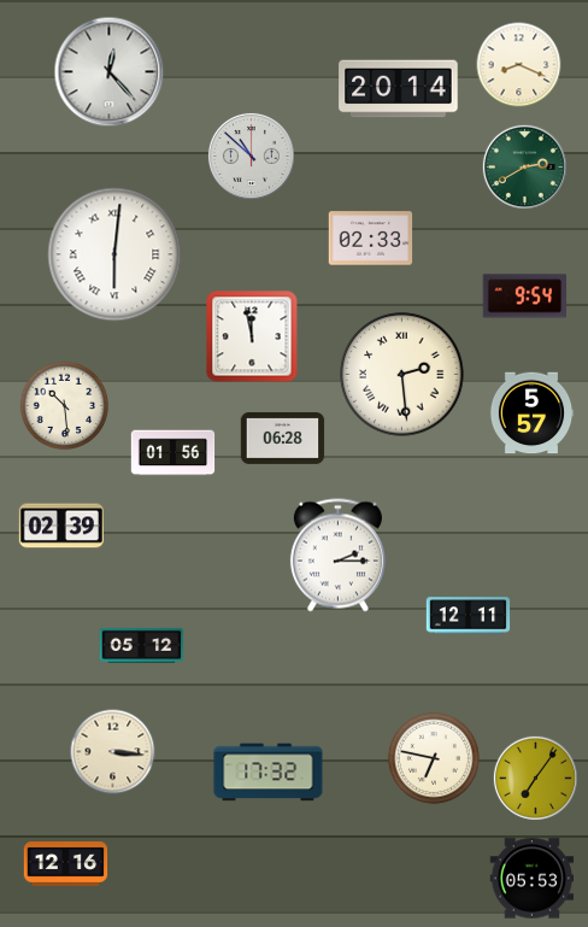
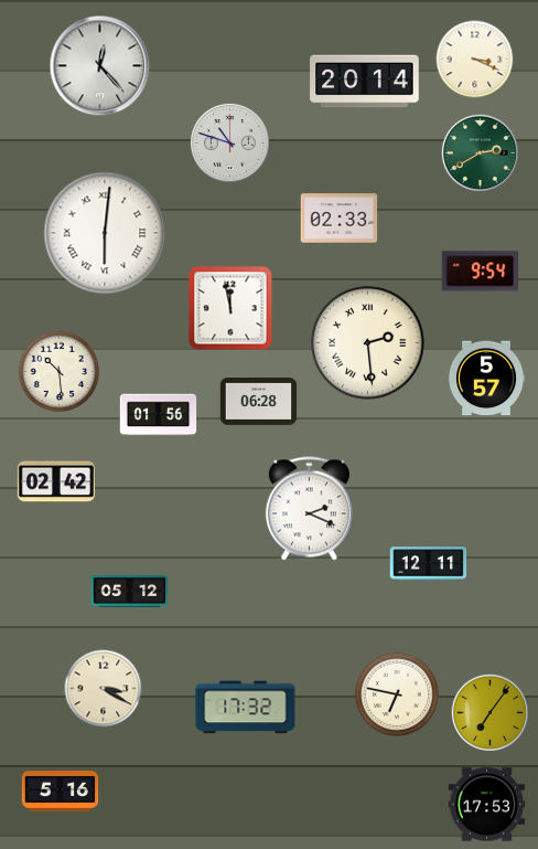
clock at (519, 65): 8:19 -> 3:19
clock at (251, 156): 10:52 -> 10:48
clock at (61, 526): 02:39 -> 02:42
clock at (337, 556): 2:15 -> 2:19
clock at (113, 752): 3:16 -> 3:20
clock at (66, 864): 12:16 -> 5:16
clock at (533, 879): 05:53 -> 17:53
